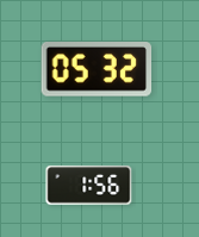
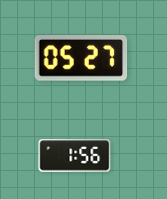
clock at (97, 70): 05:32 -> 05:27
